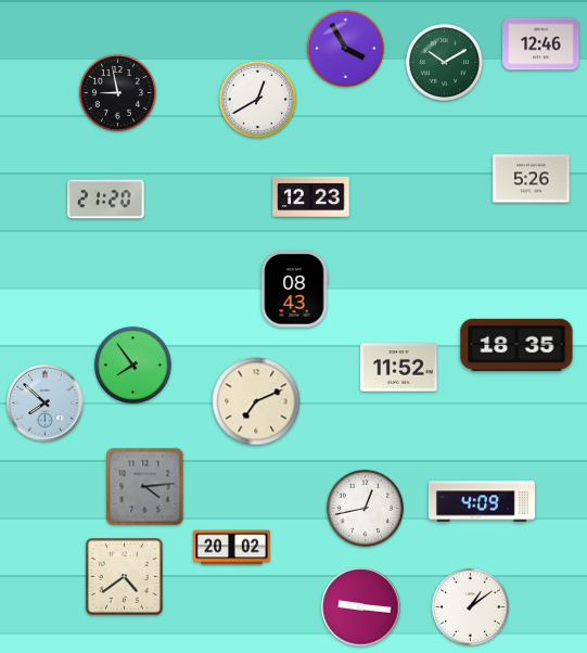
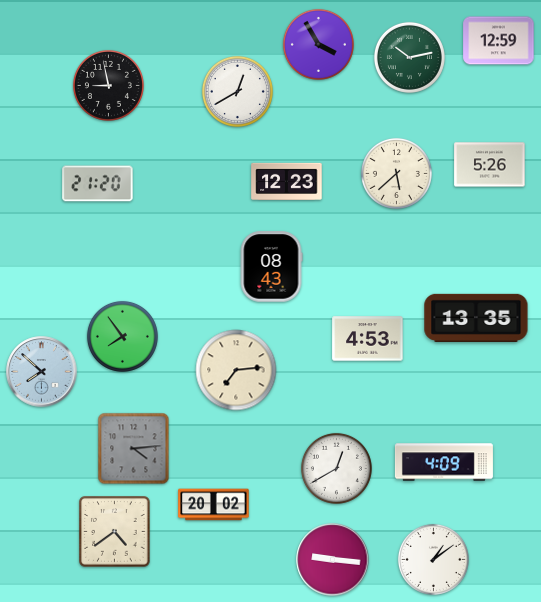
clock at (541, 44): 12:46 -> 12:59
clock at (444, 62): 10:10 -> 10:13
clock at (396, 173): none -> 5:38
clock at (516, 345): 18:35 -> 13:35
clock at (399, 368): 11:52 -> 4:53
clock at (256, 401): 7:11 -> 7:14
clock at (365, 508): 12:43 -> 12:40
